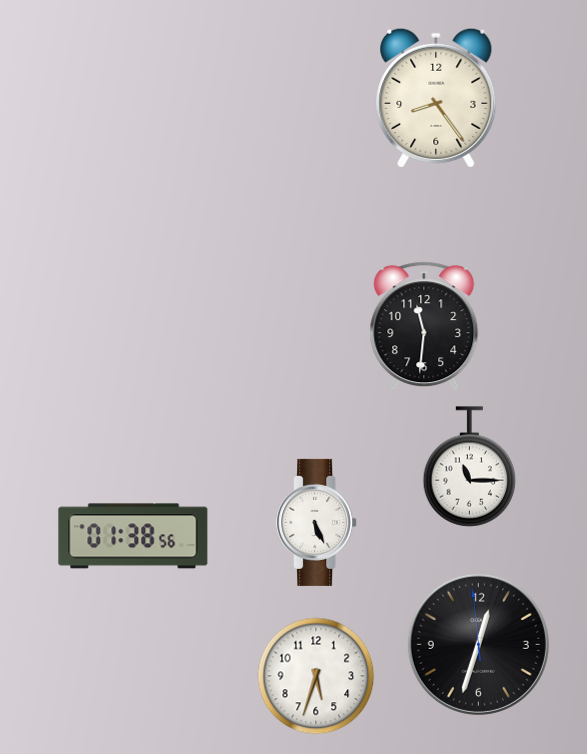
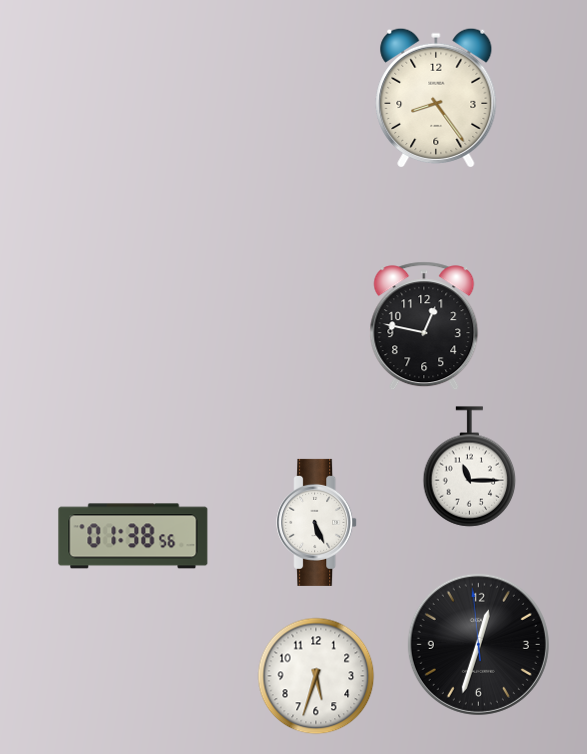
clock at (424, 326): 11:31 -> 12:47
